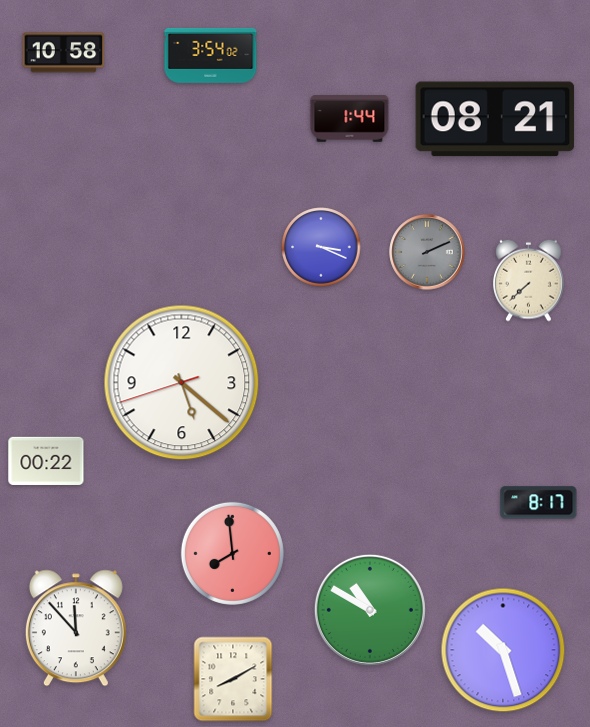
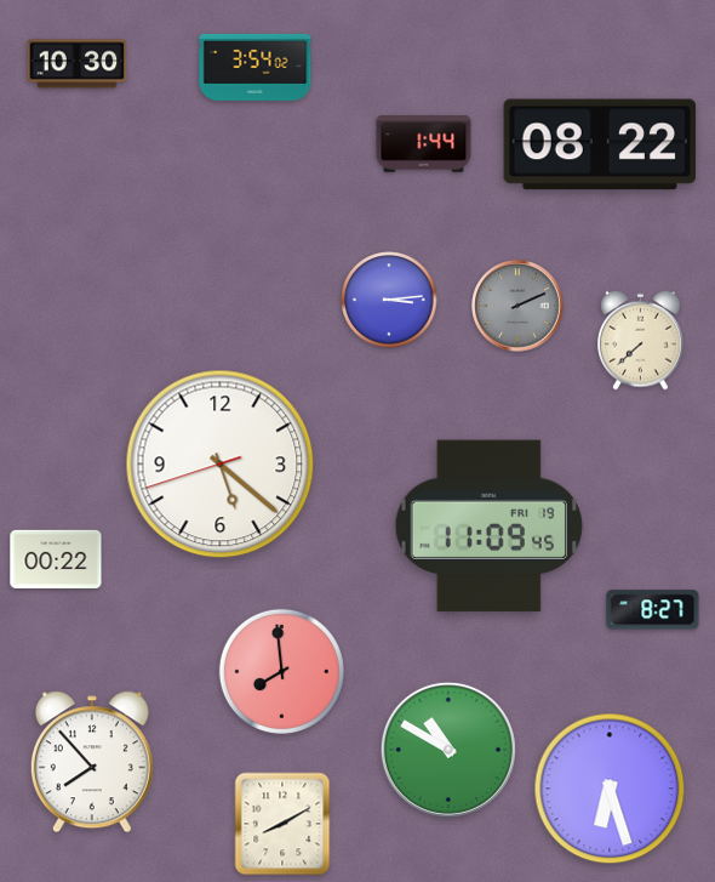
clock at (64, 53): 10:58 -> 10:30
clock at (495, 119): 08:21 -> 08:22
clock at (321, 247): 3:19 -> 3:14
clock at (488, 527): none -> 11:09
clock at (539, 503): 8:17 -> 8:27
clock at (370, 610) position: (370, 610) -> (448, 750)
clock at (76, 628): 11:53 -> 7:53
clock at (503, 650): 10:27 -> 6:27
